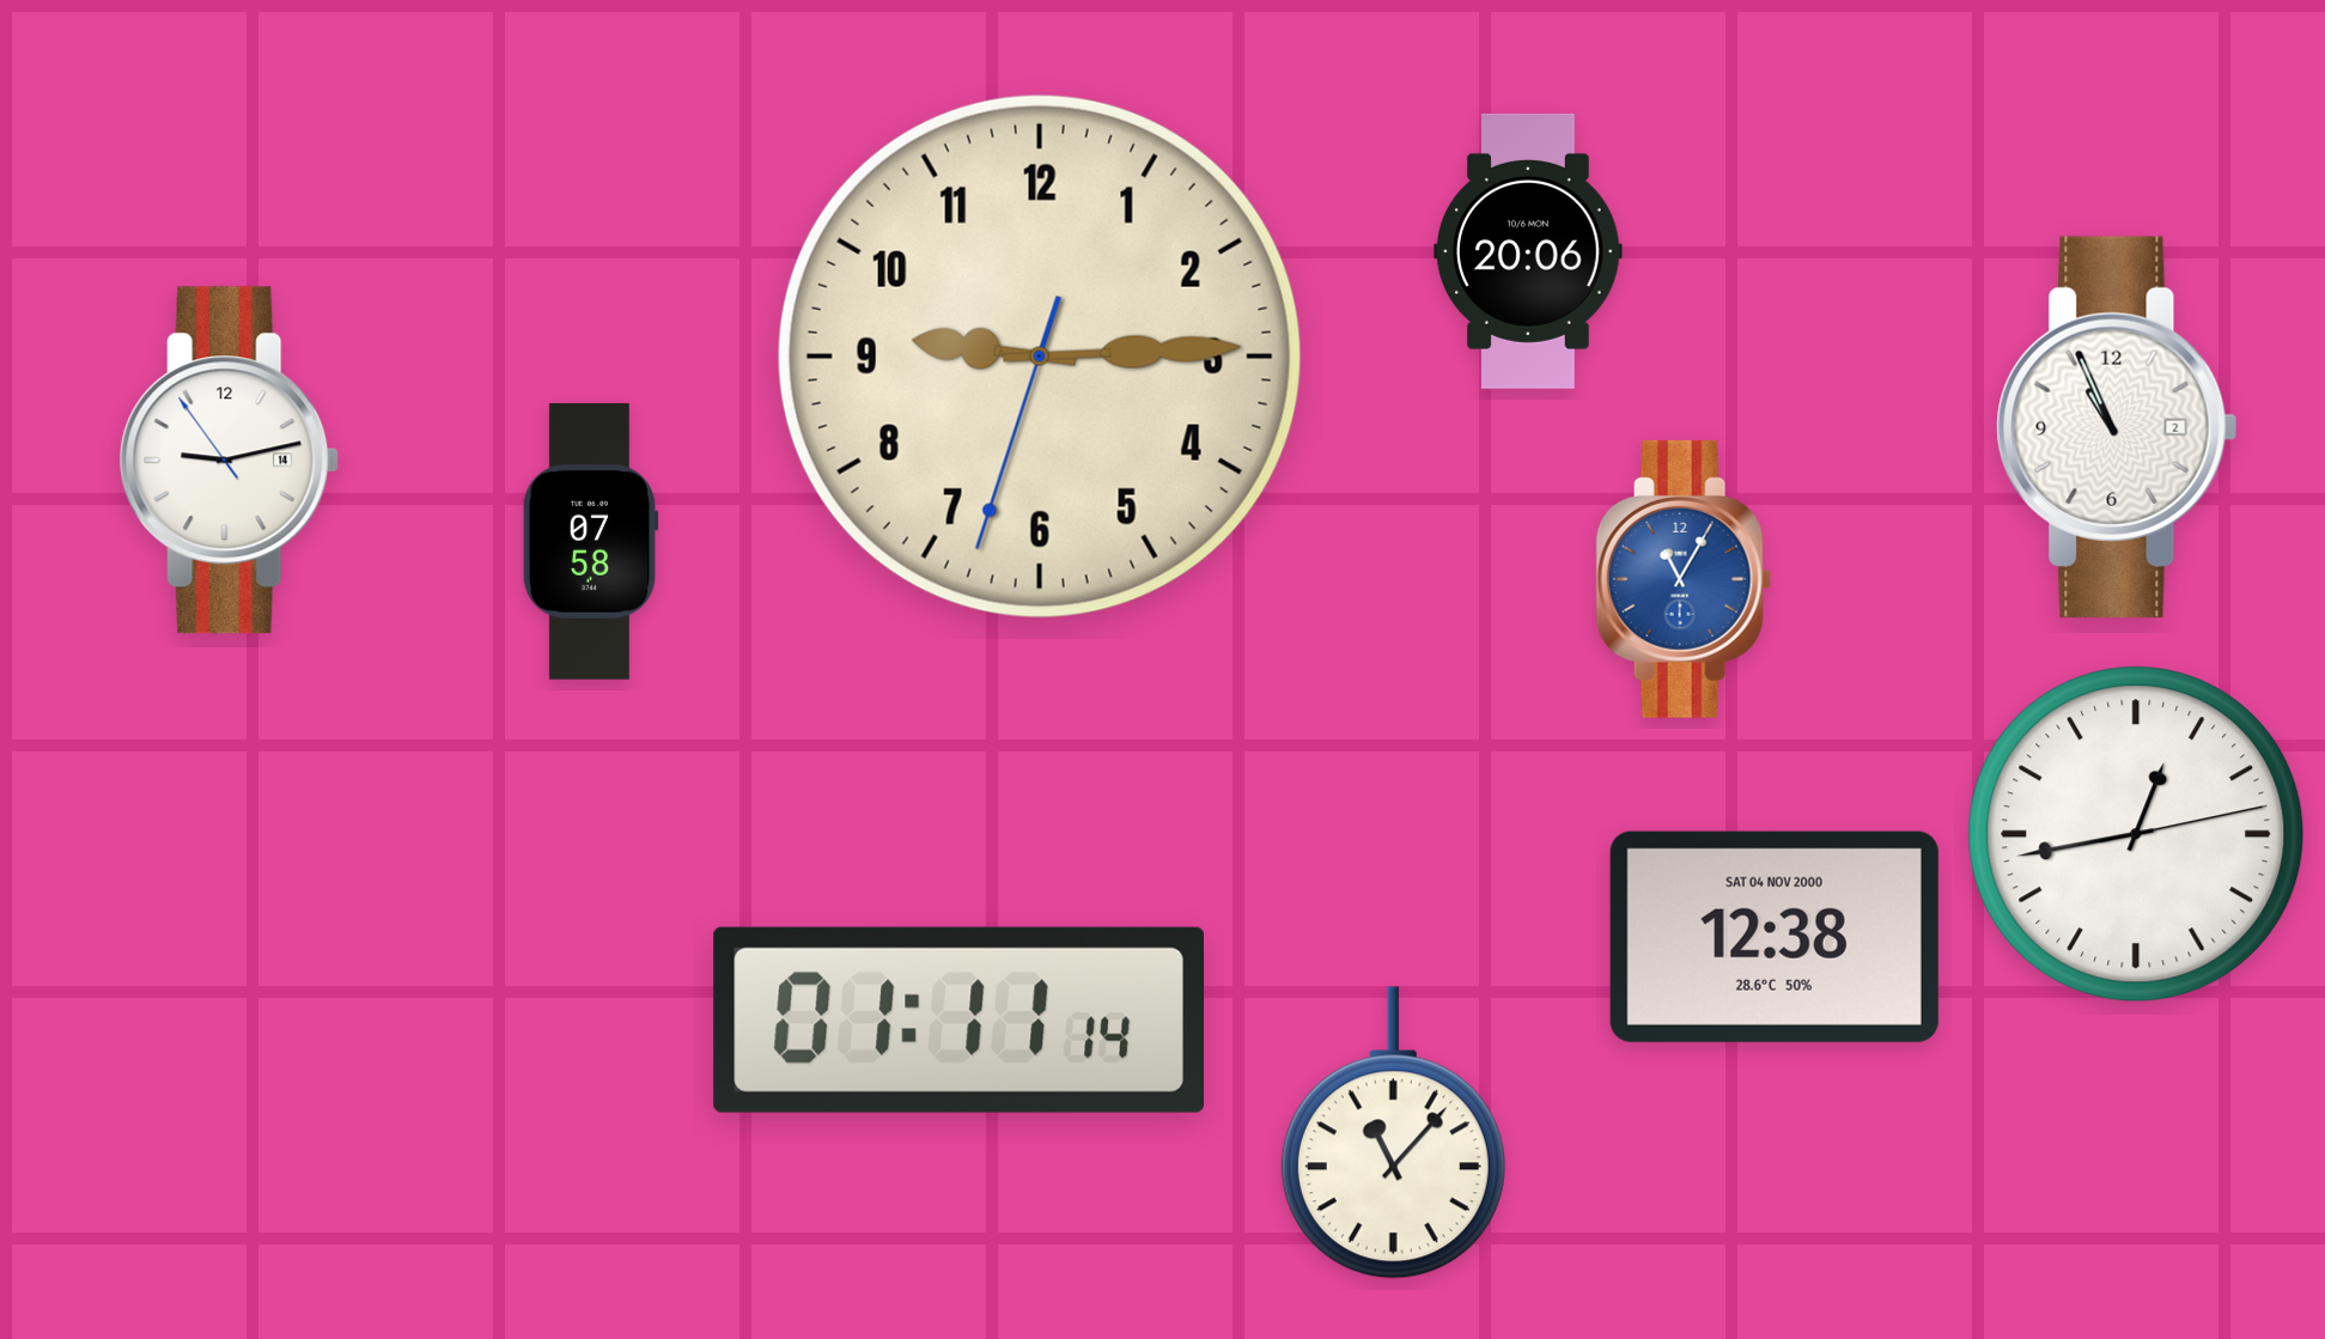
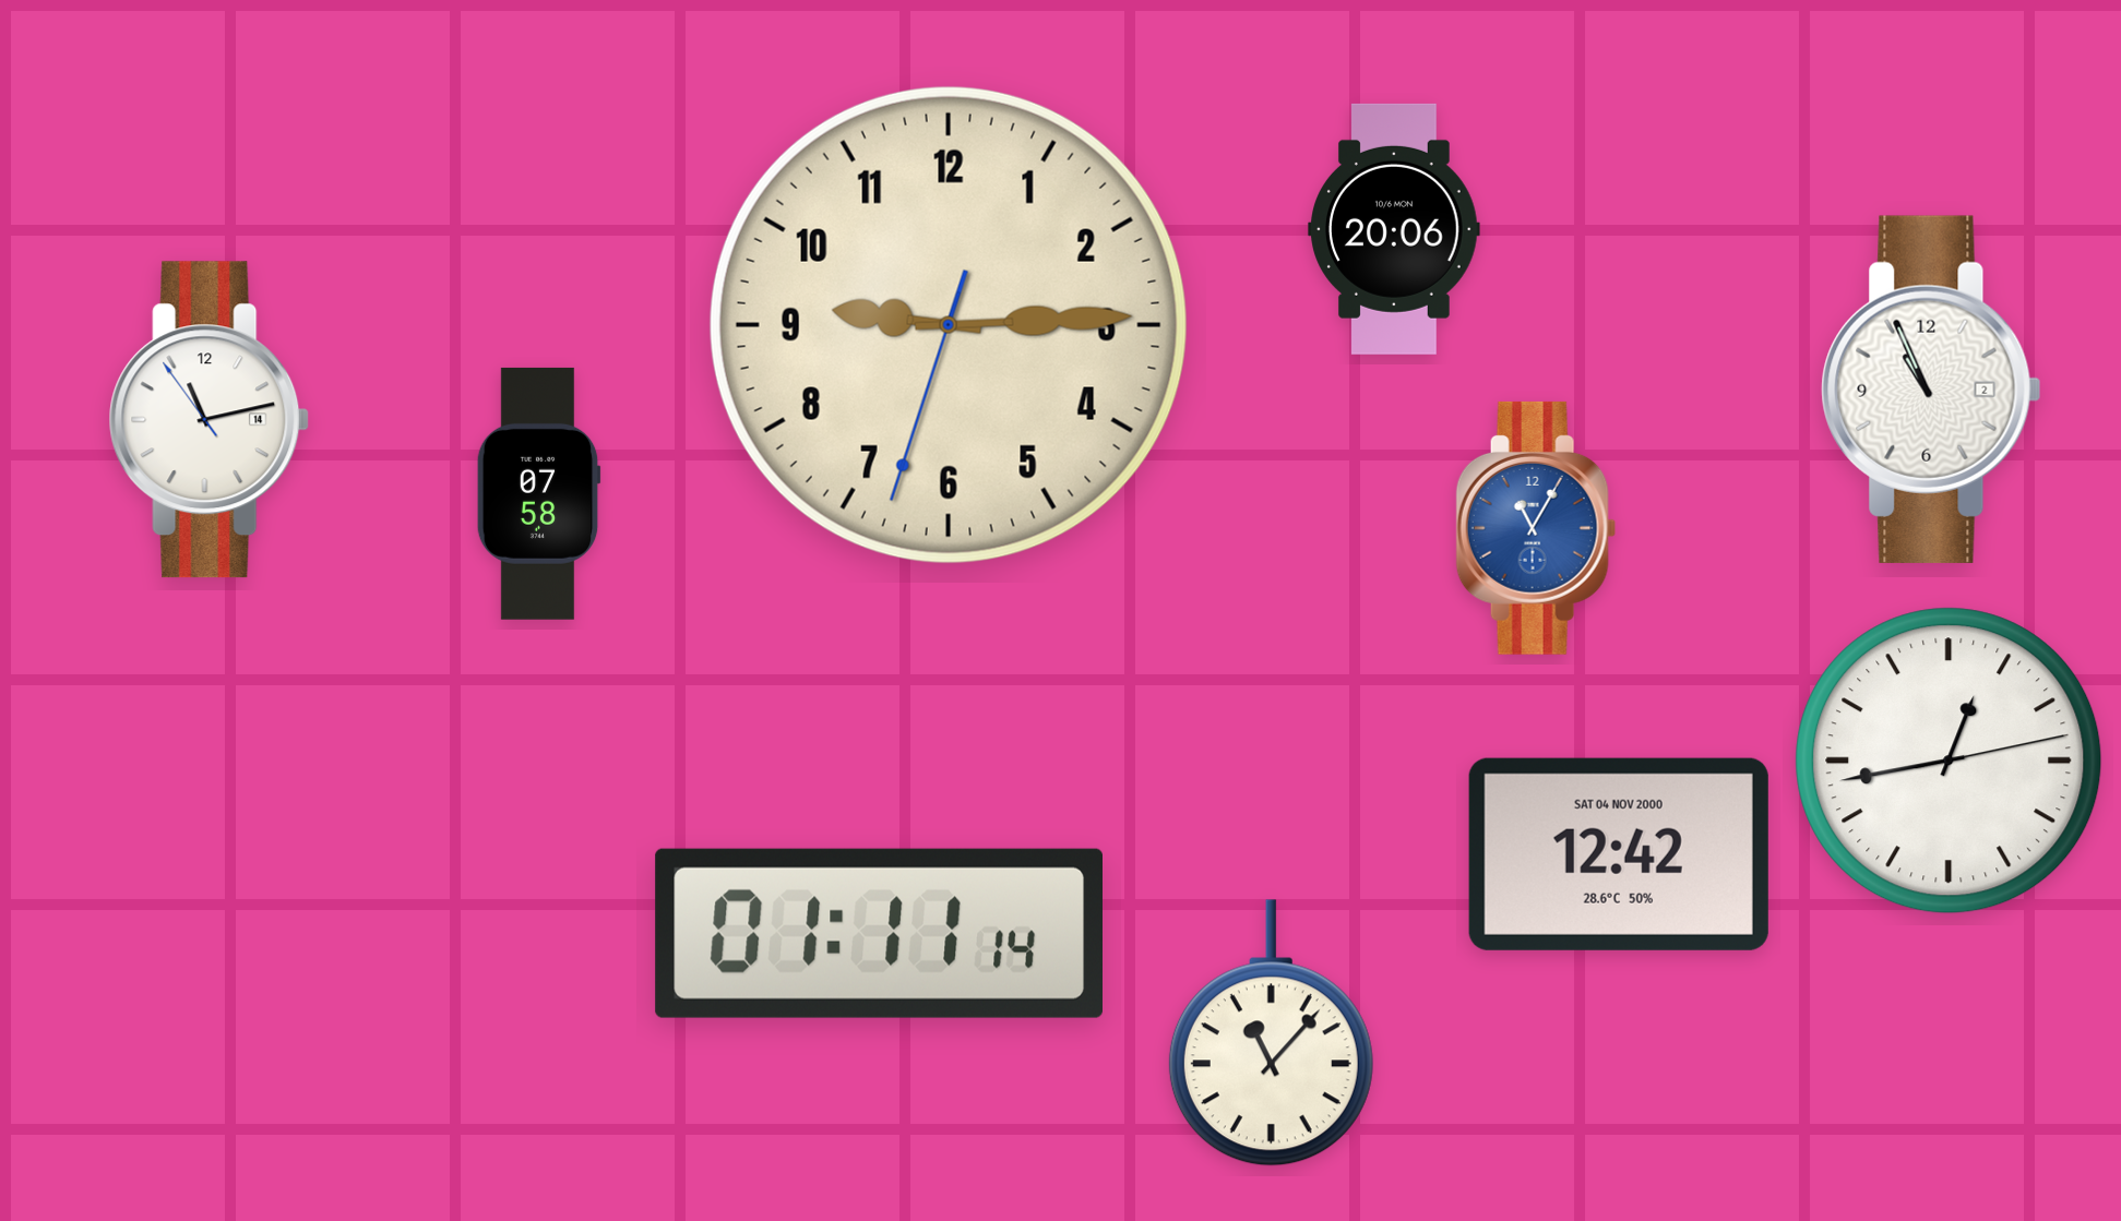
clock at (230, 461): 9:12 -> 11:12
clock at (1775, 937): 12:38 -> 12:42
clock at (958, 1020) position: (958, 1020) -> (879, 933)
